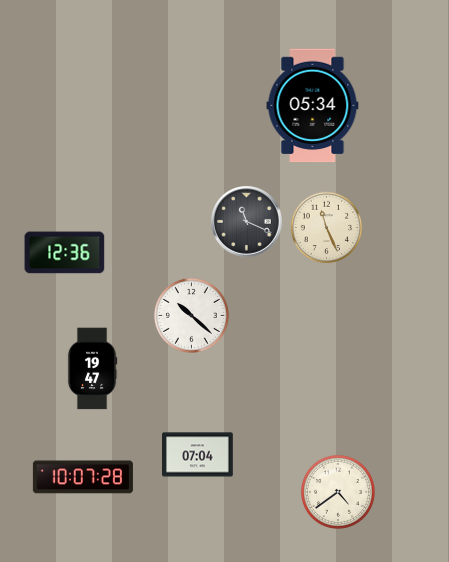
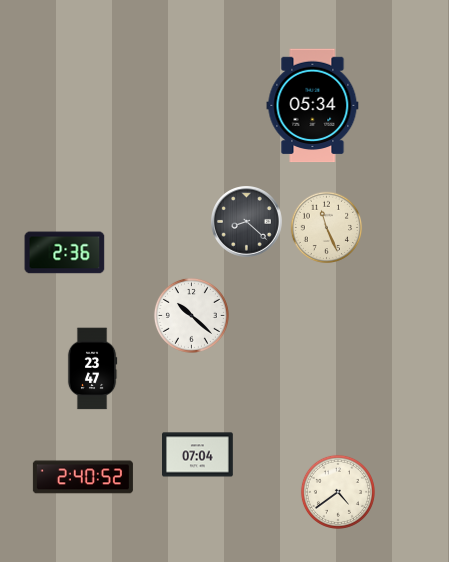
clock at (247, 222): 11:19 -> 8:22
clock at (65, 253): 12:36 -> 2:36
clock at (92, 369): 19:47 -> 23:47
clock at (83, 477): 10:07 -> 2:40
